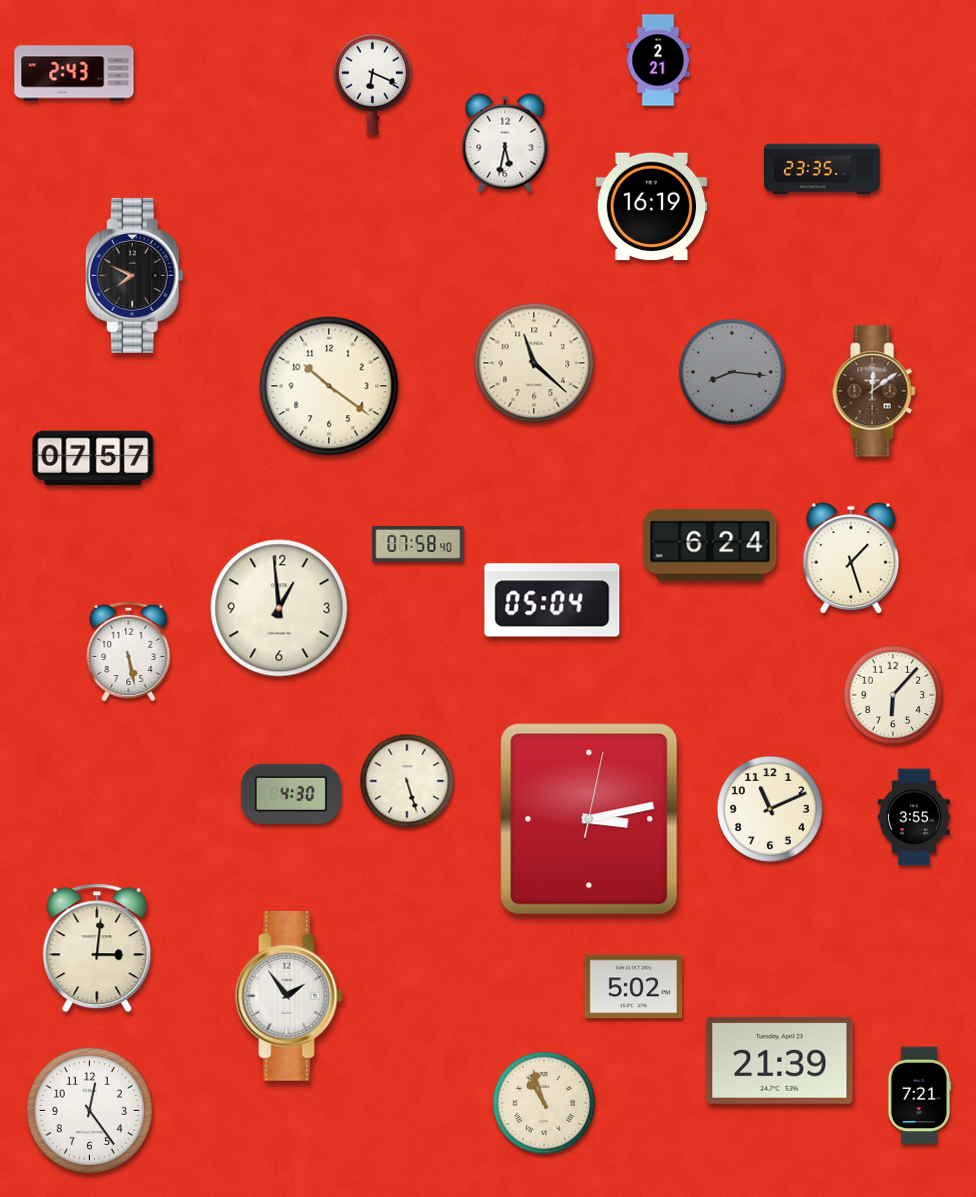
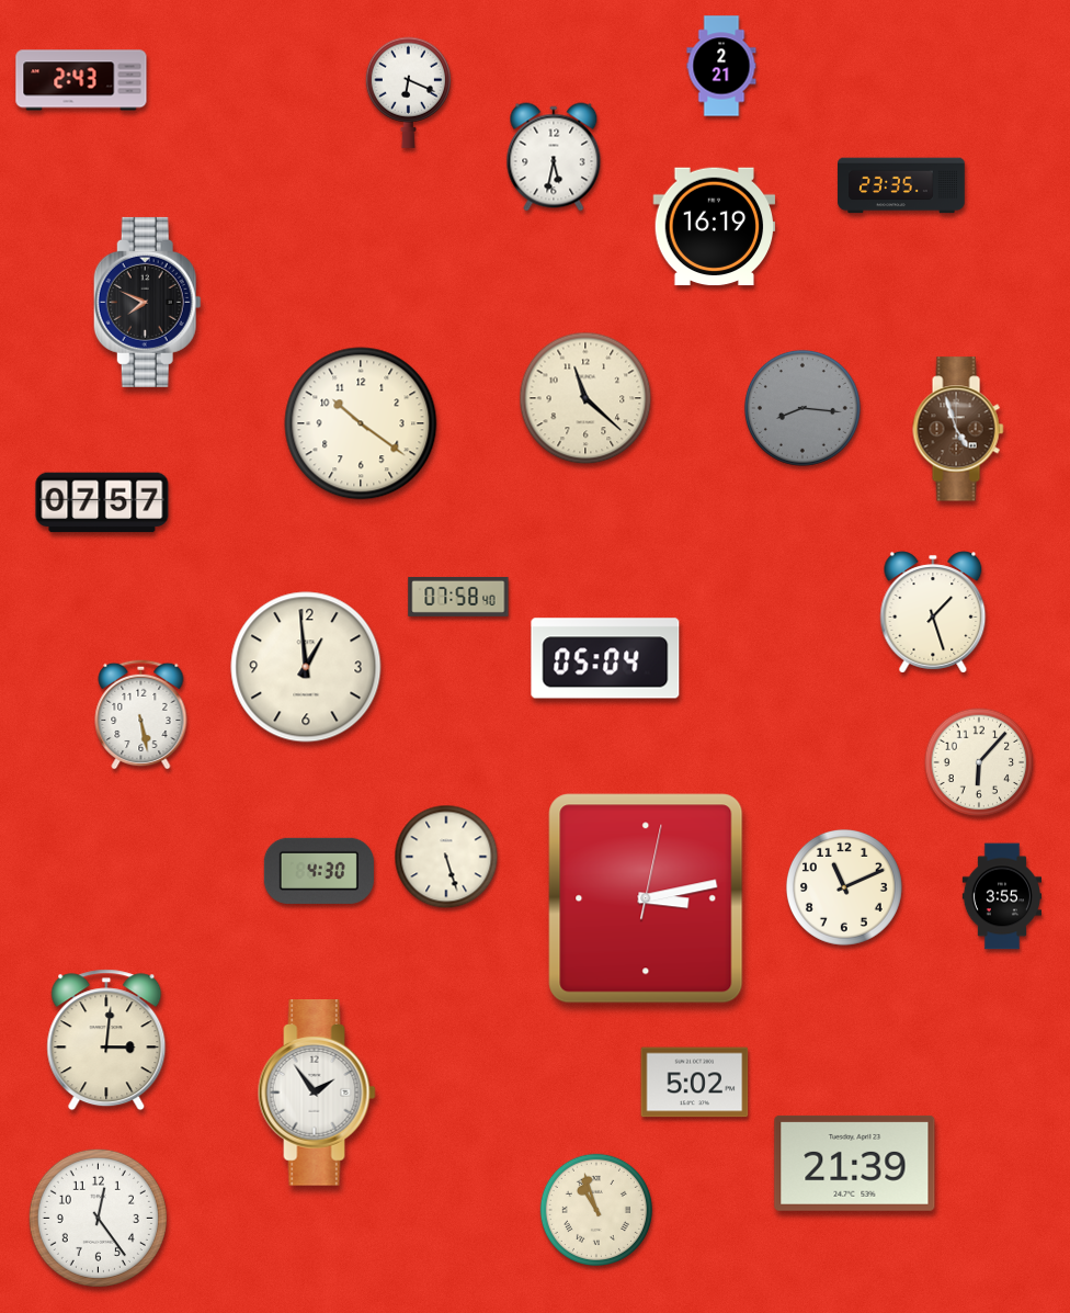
clock at (874, 391): 12:09 -> 4:57
clock at (710, 545): 6:24 -> none
clock at (919, 1096): 7:21 -> none
